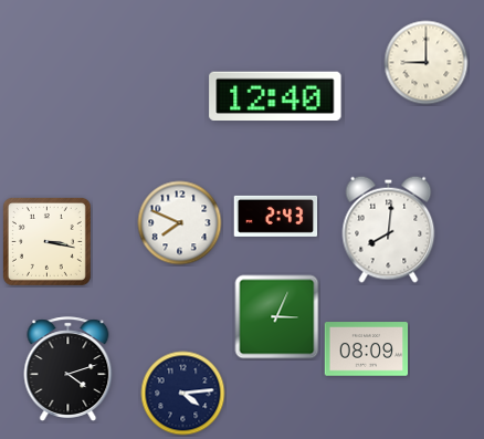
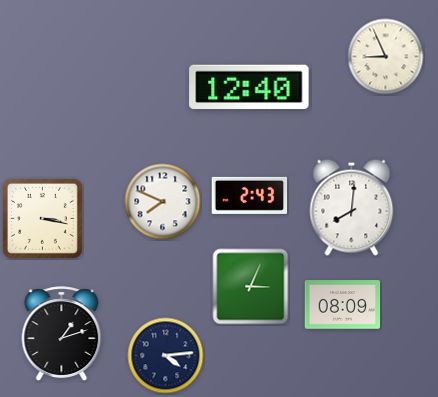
clock at (427, 63): 9:00 -> 8:56
clock at (367, 349) position: (367, 349) -> (343, 305)
clock at (69, 369): 4:12 -> 1:12
